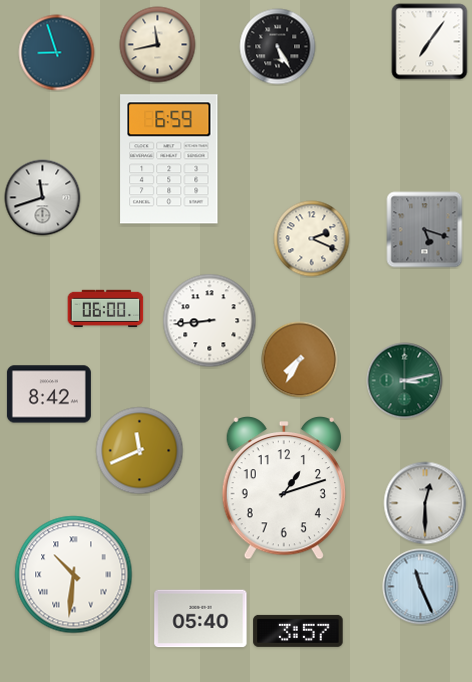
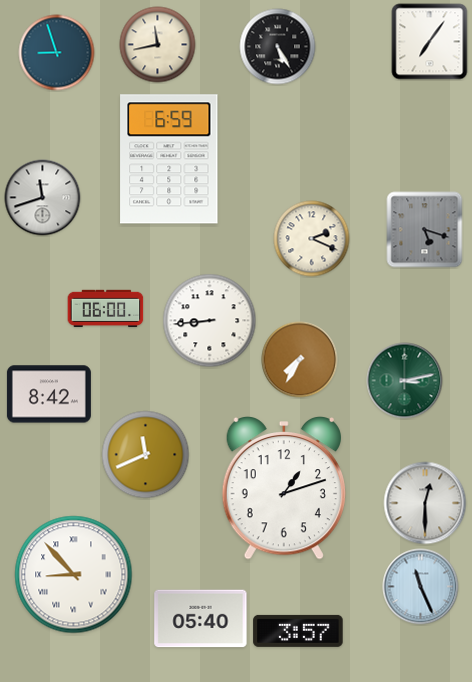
clock at (140, 451) position: (140, 451) -> (146, 455)
clock at (74, 575): 10:31 -> 8:53
